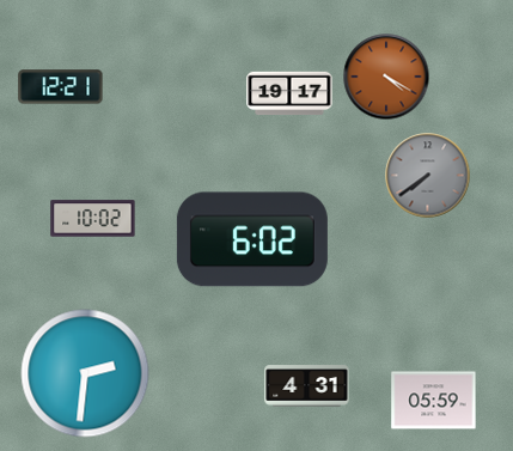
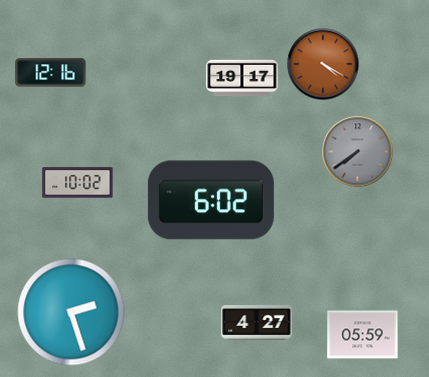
clock at (61, 87): 12:21 -> 12:16
clock at (428, 176) position: (428, 176) -> (358, 152)
clock at (85, 373): 2:31 -> 2:27
clock at (307, 386): 4:31 -> 4:27
